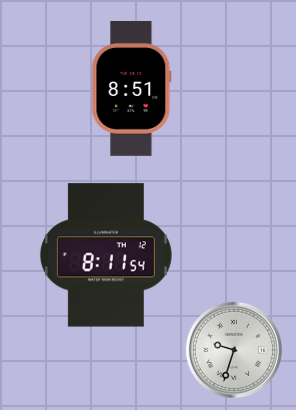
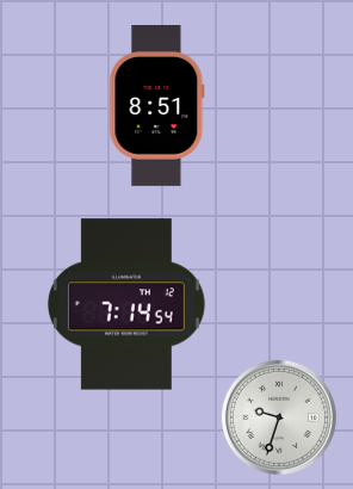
clock at (106, 255): 8:11 -> 7:14
